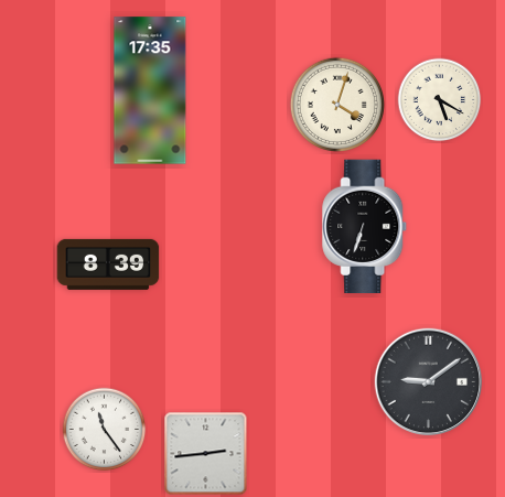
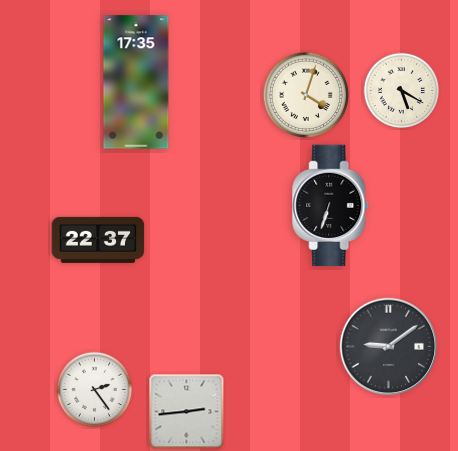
clock at (440, 100) position: (440, 100) -> (402, 91)
clock at (108, 264): 8:39 -> 22:37
clock at (105, 430): 11:24 -> 2:24
